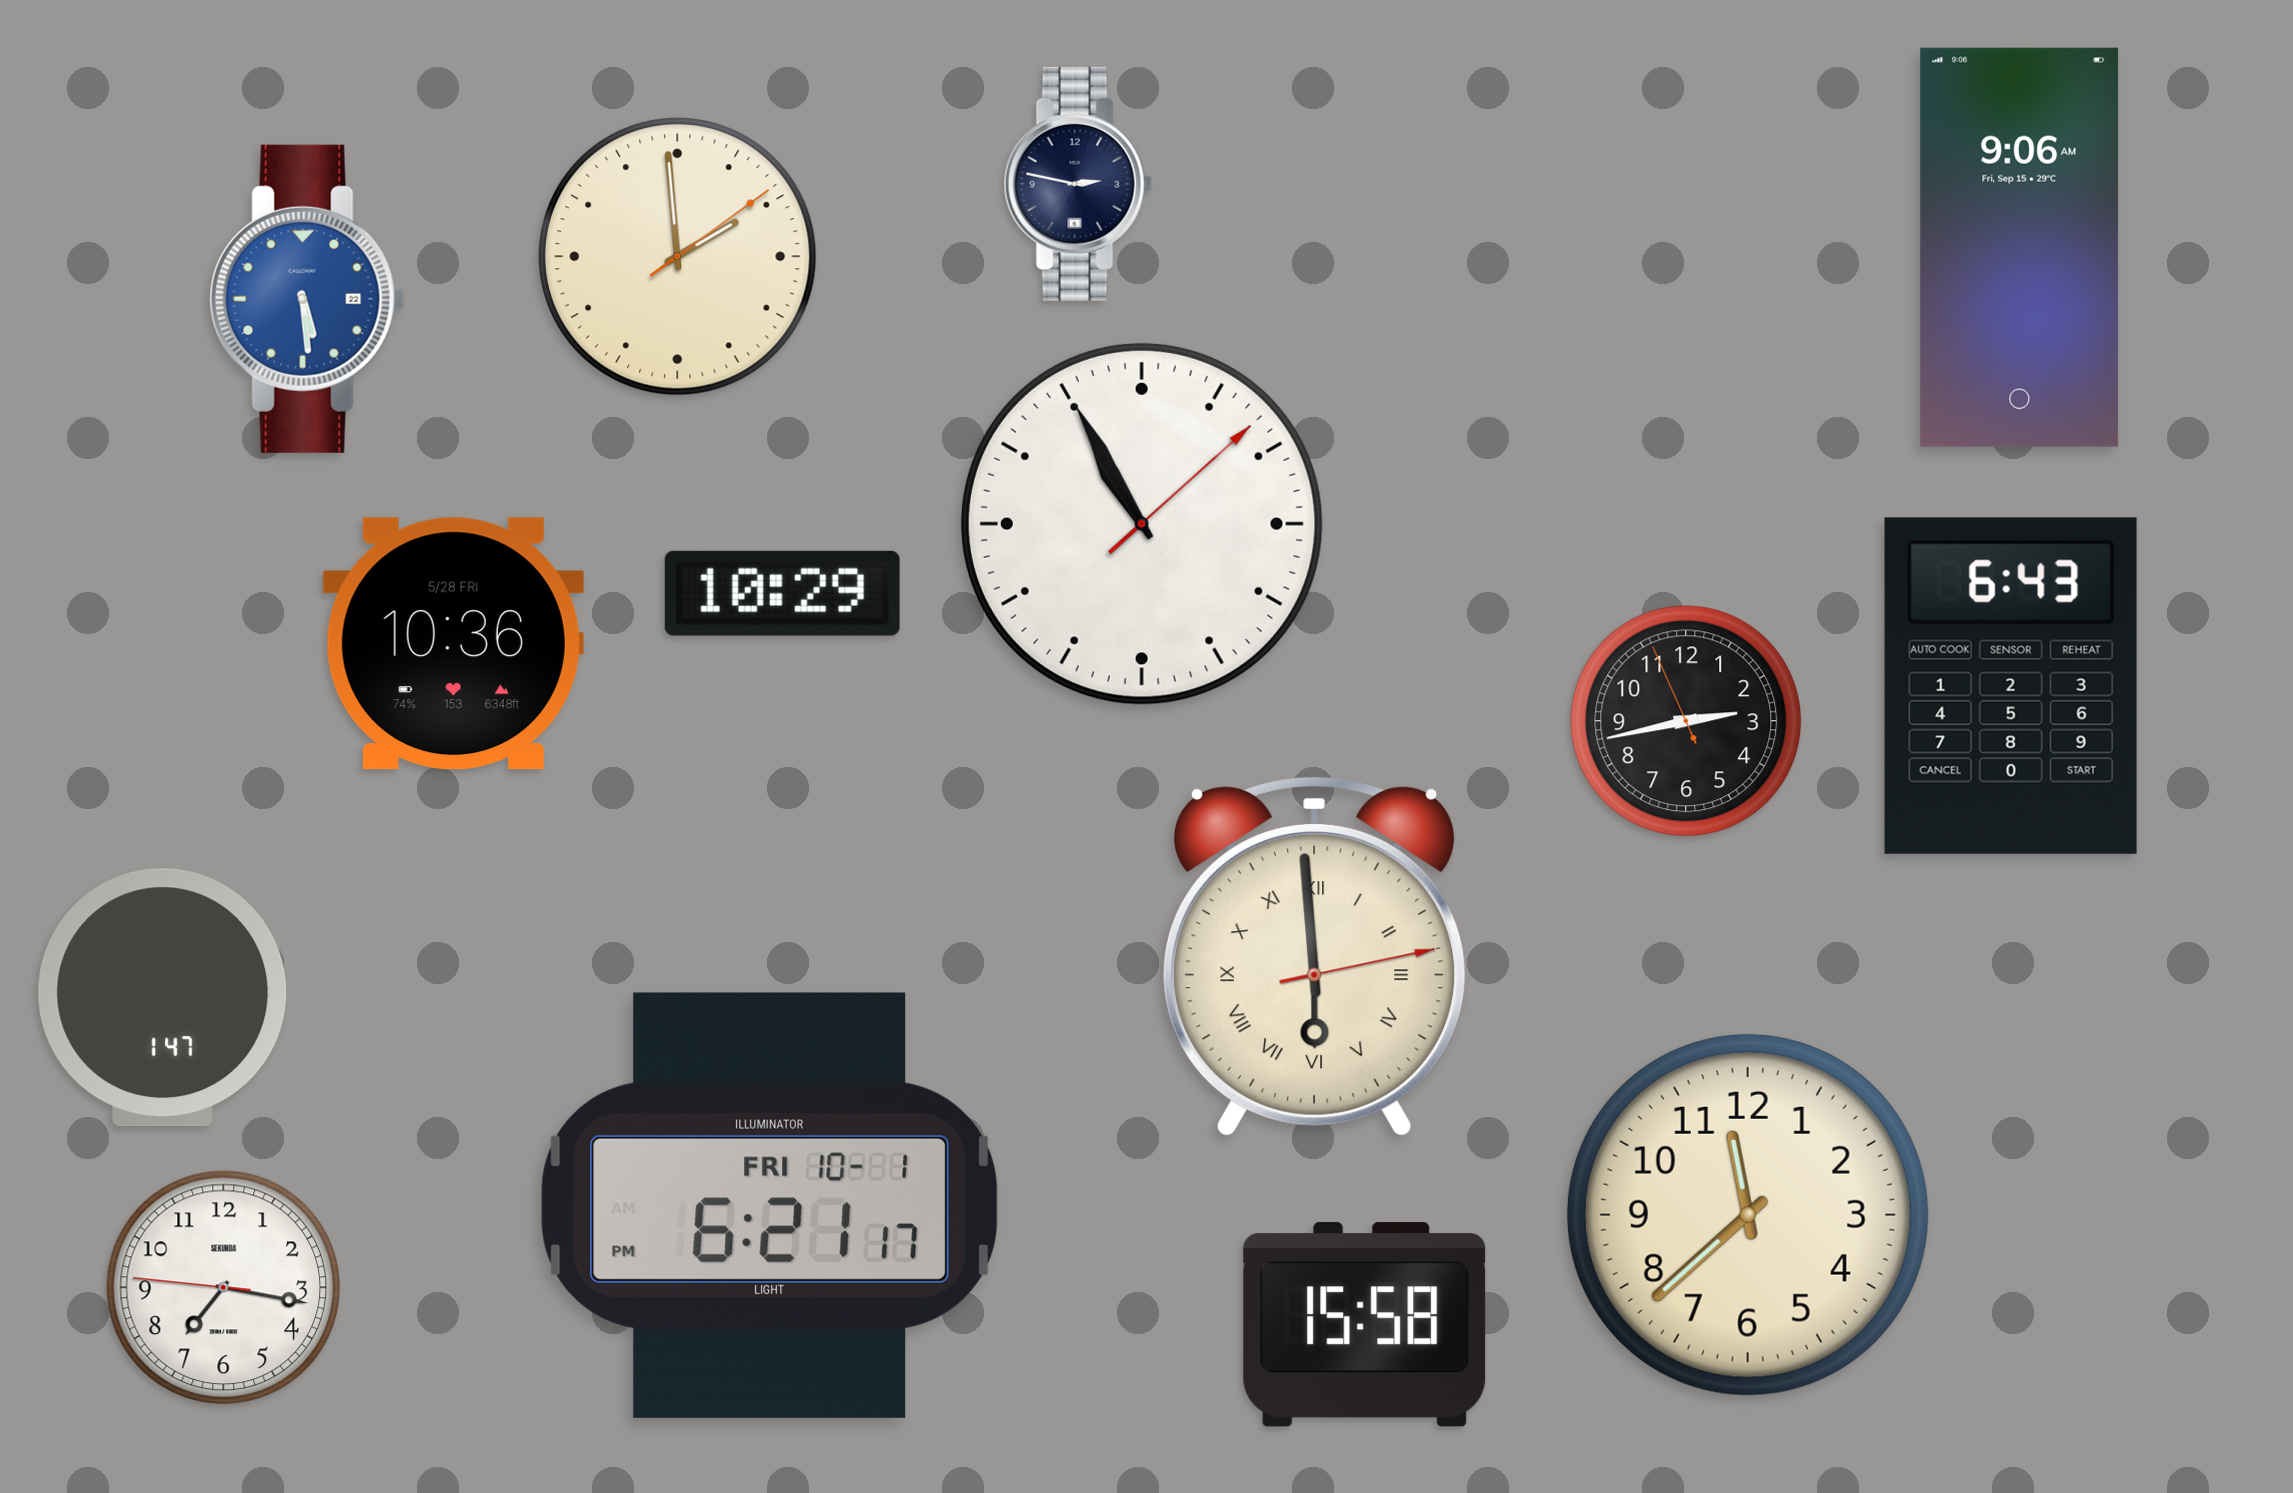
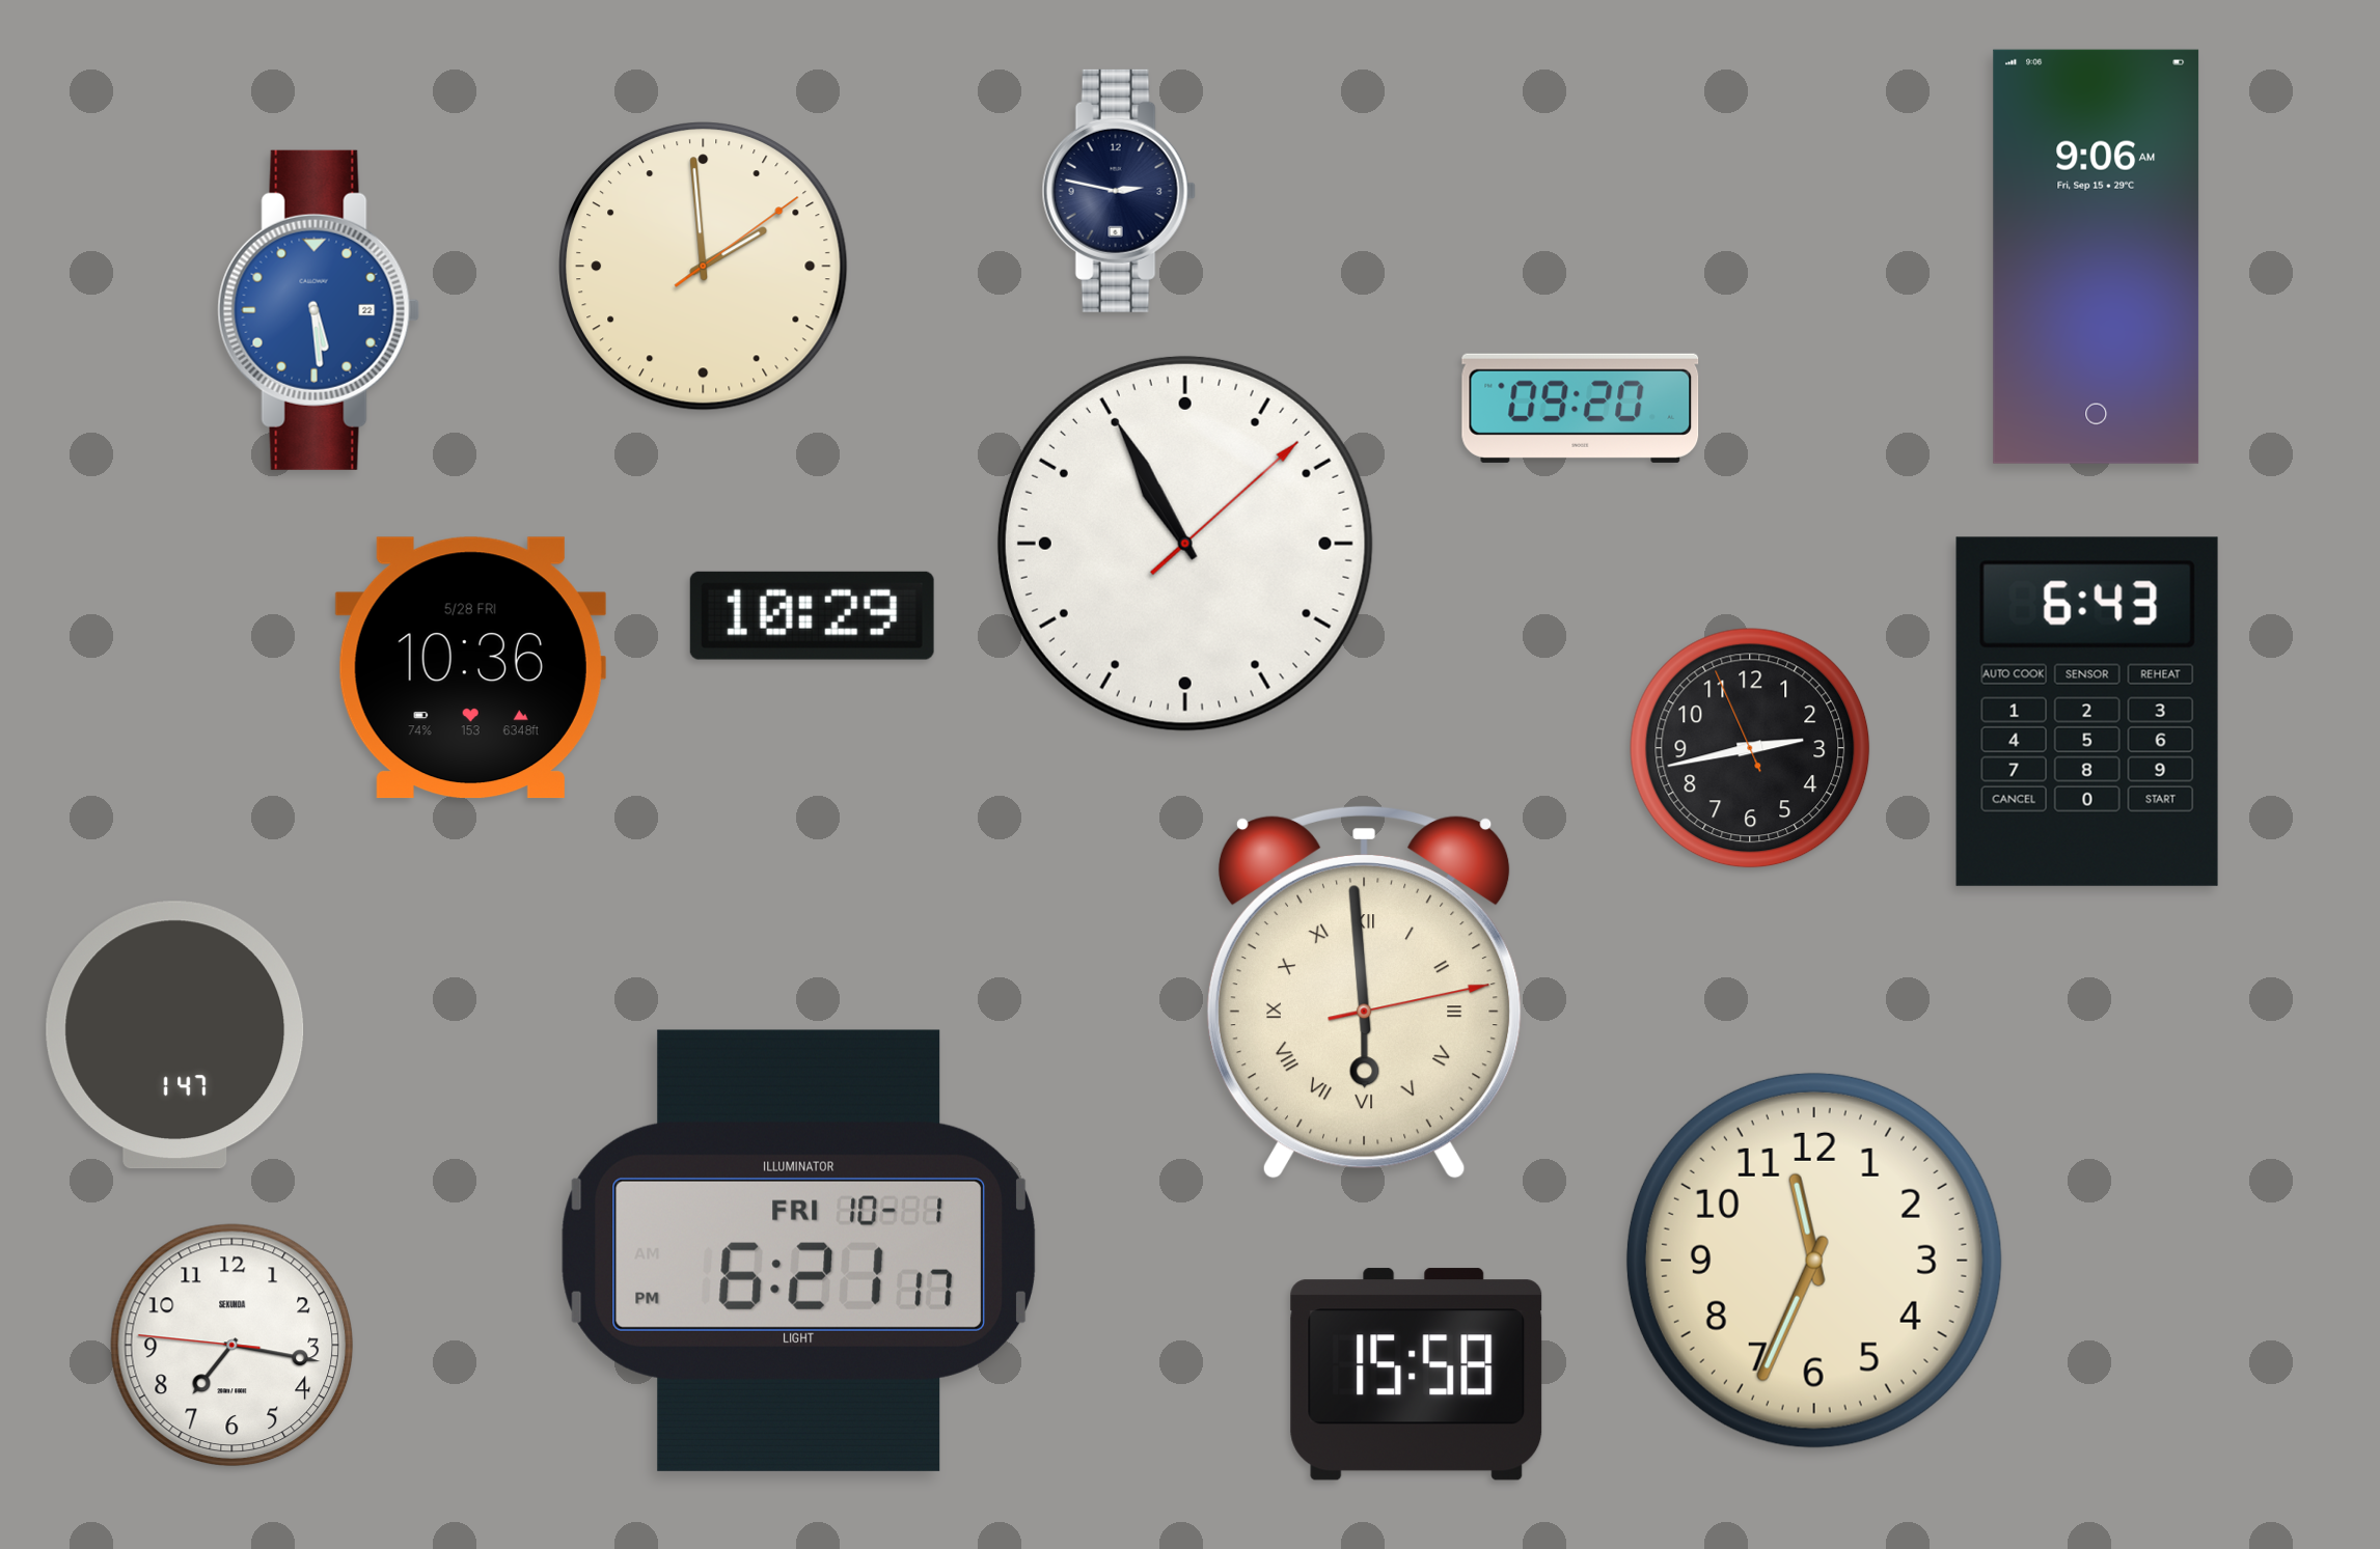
clock at (1581, 408): none -> 09:20
clock at (163, 998) position: (163, 998) -> (175, 1035)
clock at (1748, 1215): 11:38 -> 11:34
clock at (224, 1288) position: (224, 1288) -> (232, 1346)
